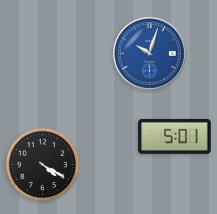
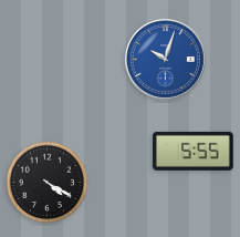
clock at (175, 136): 5:01 -> 5:55
